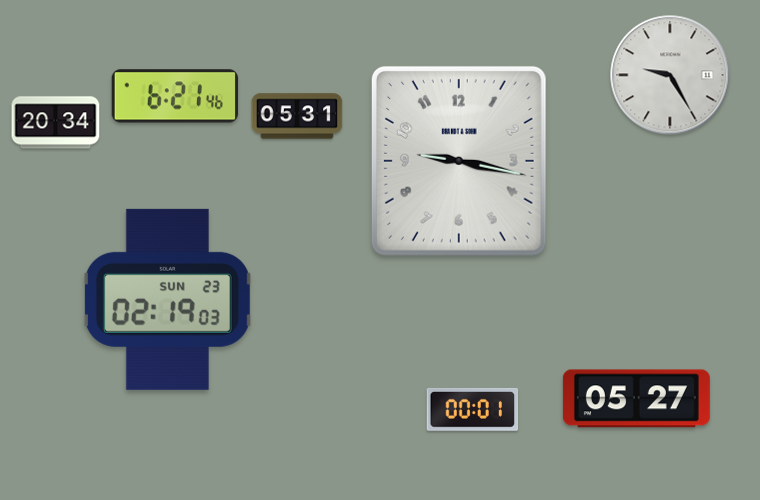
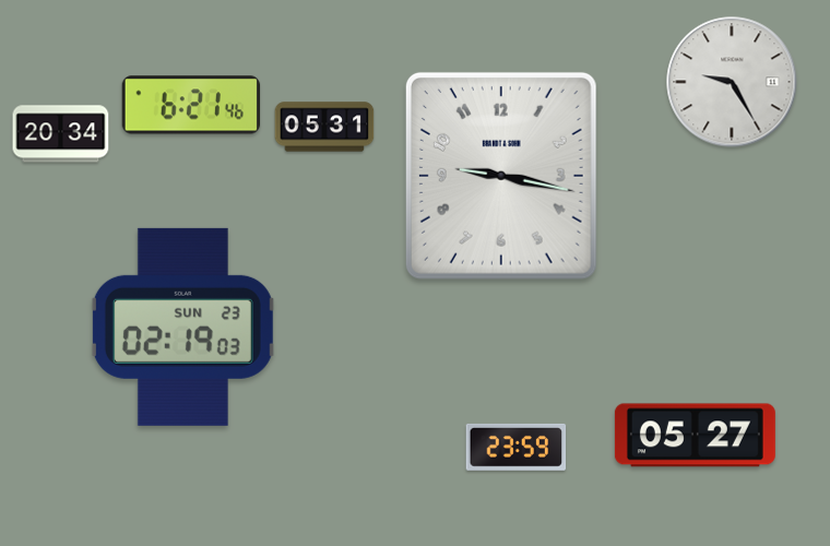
clock at (473, 409): 00:01 -> 23:59
